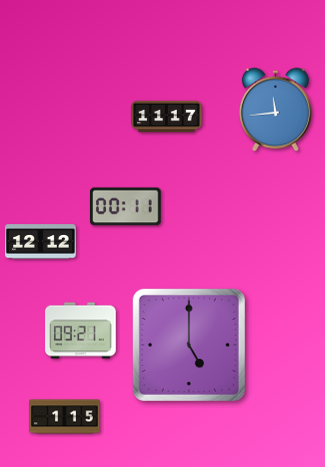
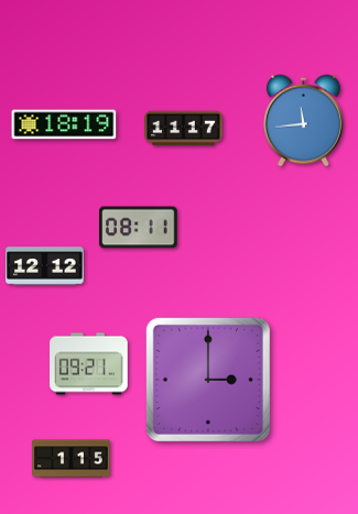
clock at (64, 124): none -> 18:19
clock at (126, 207): 00:11 -> 08:11
clock at (189, 345): 5:00 -> 3:00
